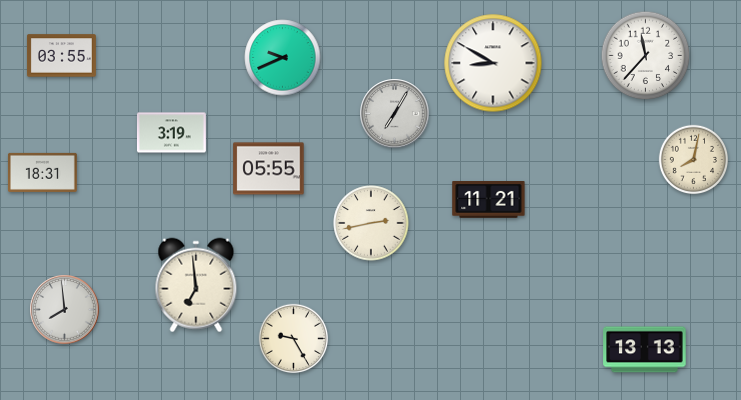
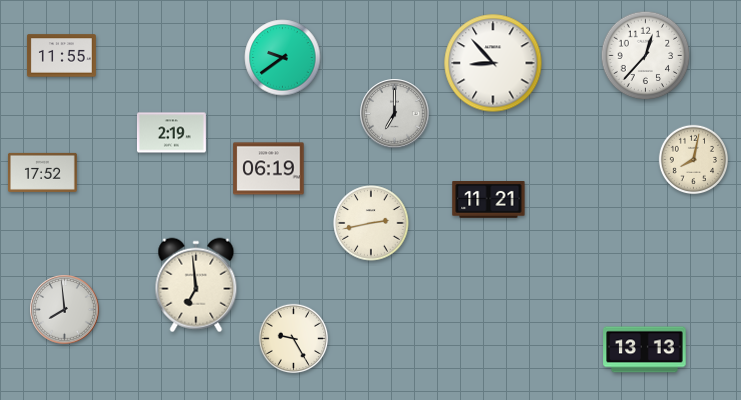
clock at (61, 56): 03:55 -> 11:55
clock at (646, 56): 11:37 -> 12:37
clock at (283, 58): 9:41 -> 9:39
clock at (493, 63): 8:50 -> 8:53
clock at (395, 114): 7:05 -> 7:00
clock at (171, 133): 3:19 -> 2:19
clock at (269, 169): 05:55 -> 06:19
clock at (42, 172): 18:31 -> 17:52
